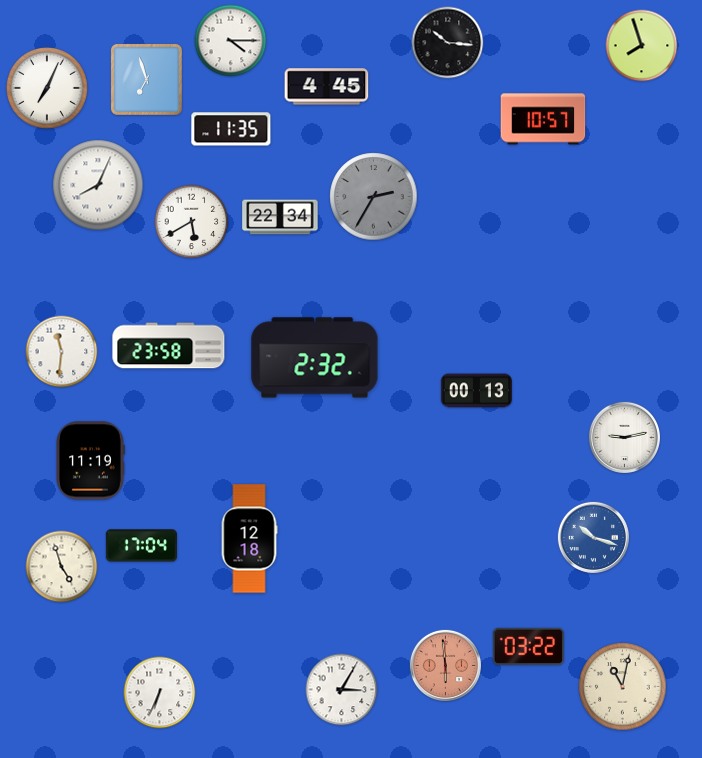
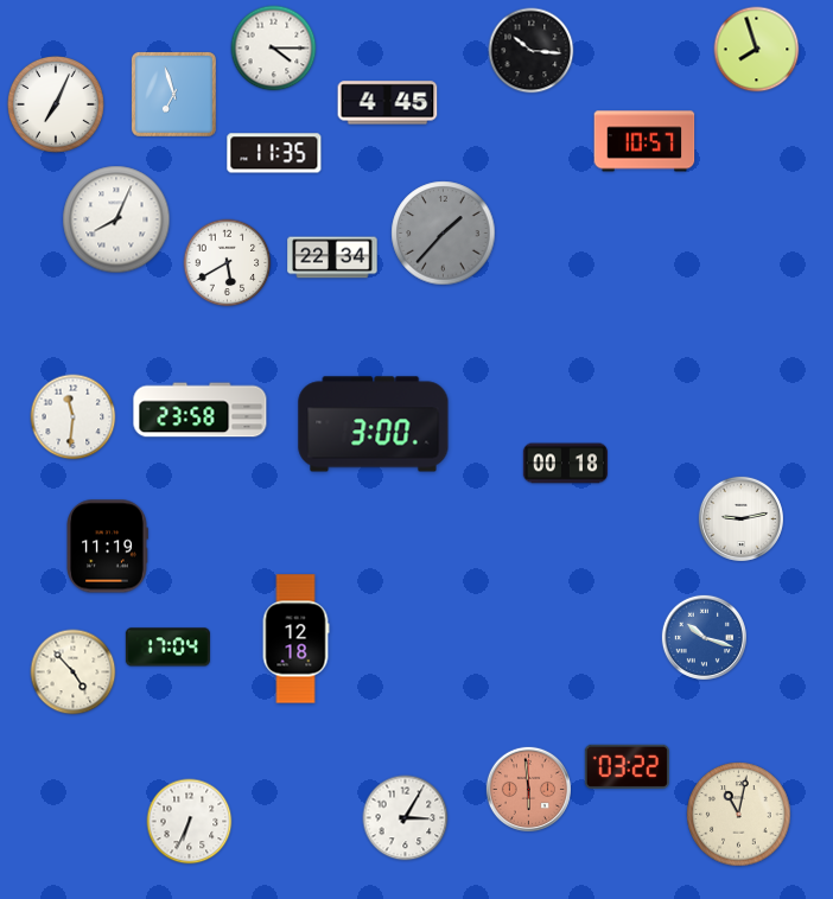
clock at (642, 46) position: (642, 46) -> (757, 50)
clock at (374, 197): 2:35 -> 1:37
clock at (315, 358): 2:32 -> 3:00
clock at (476, 391): 00:13 -> 00:18
clock at (62, 567): 4:57 -> 4:53
